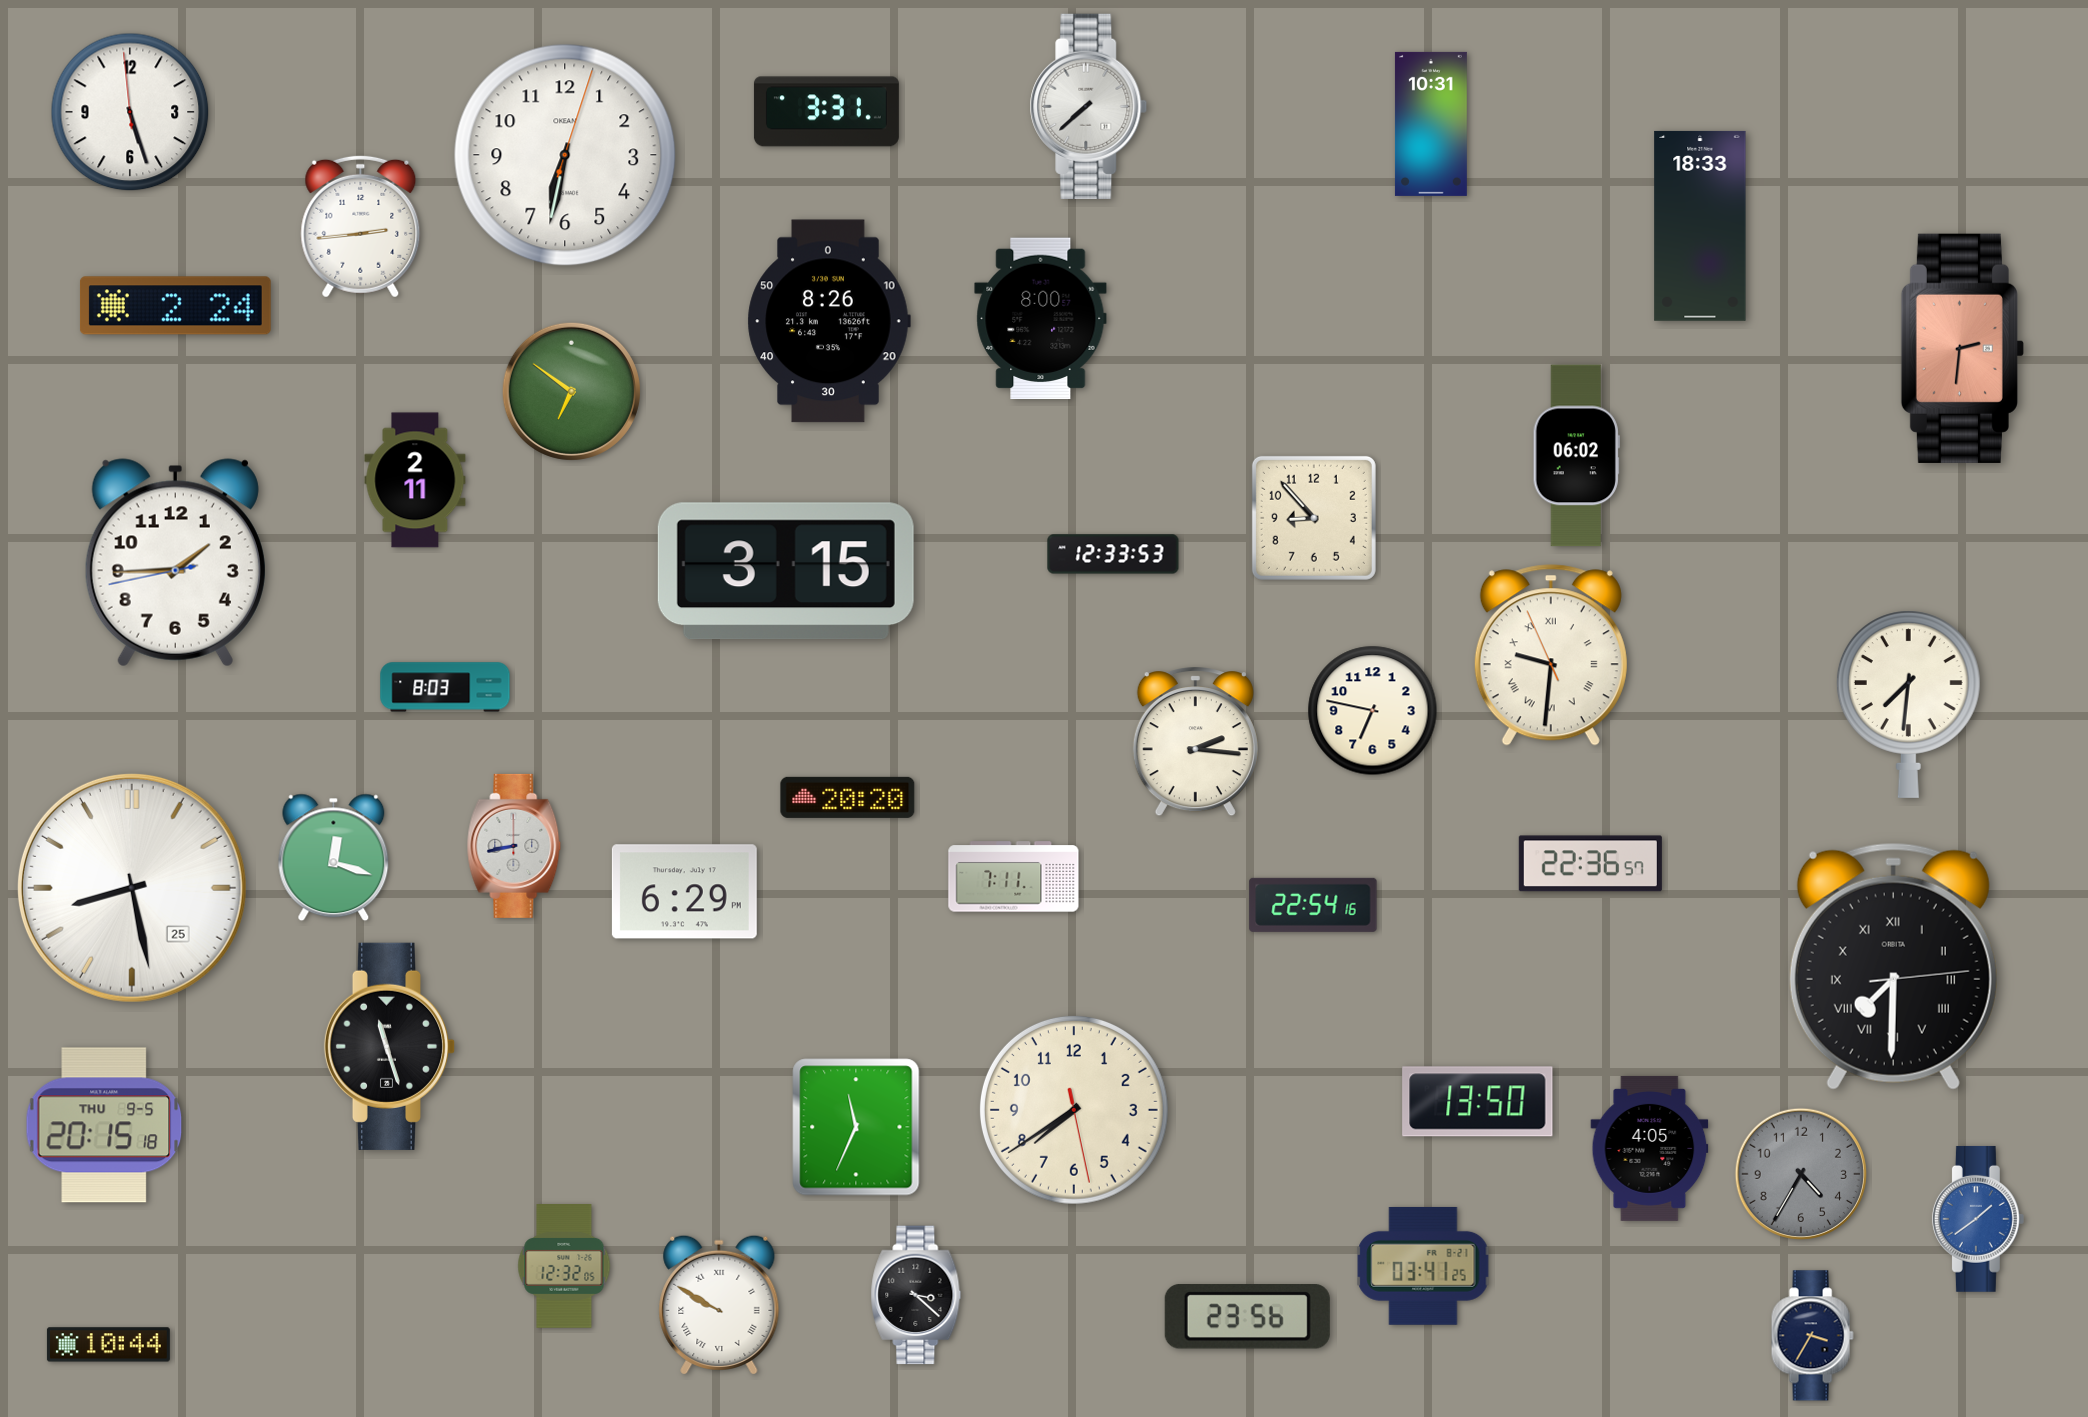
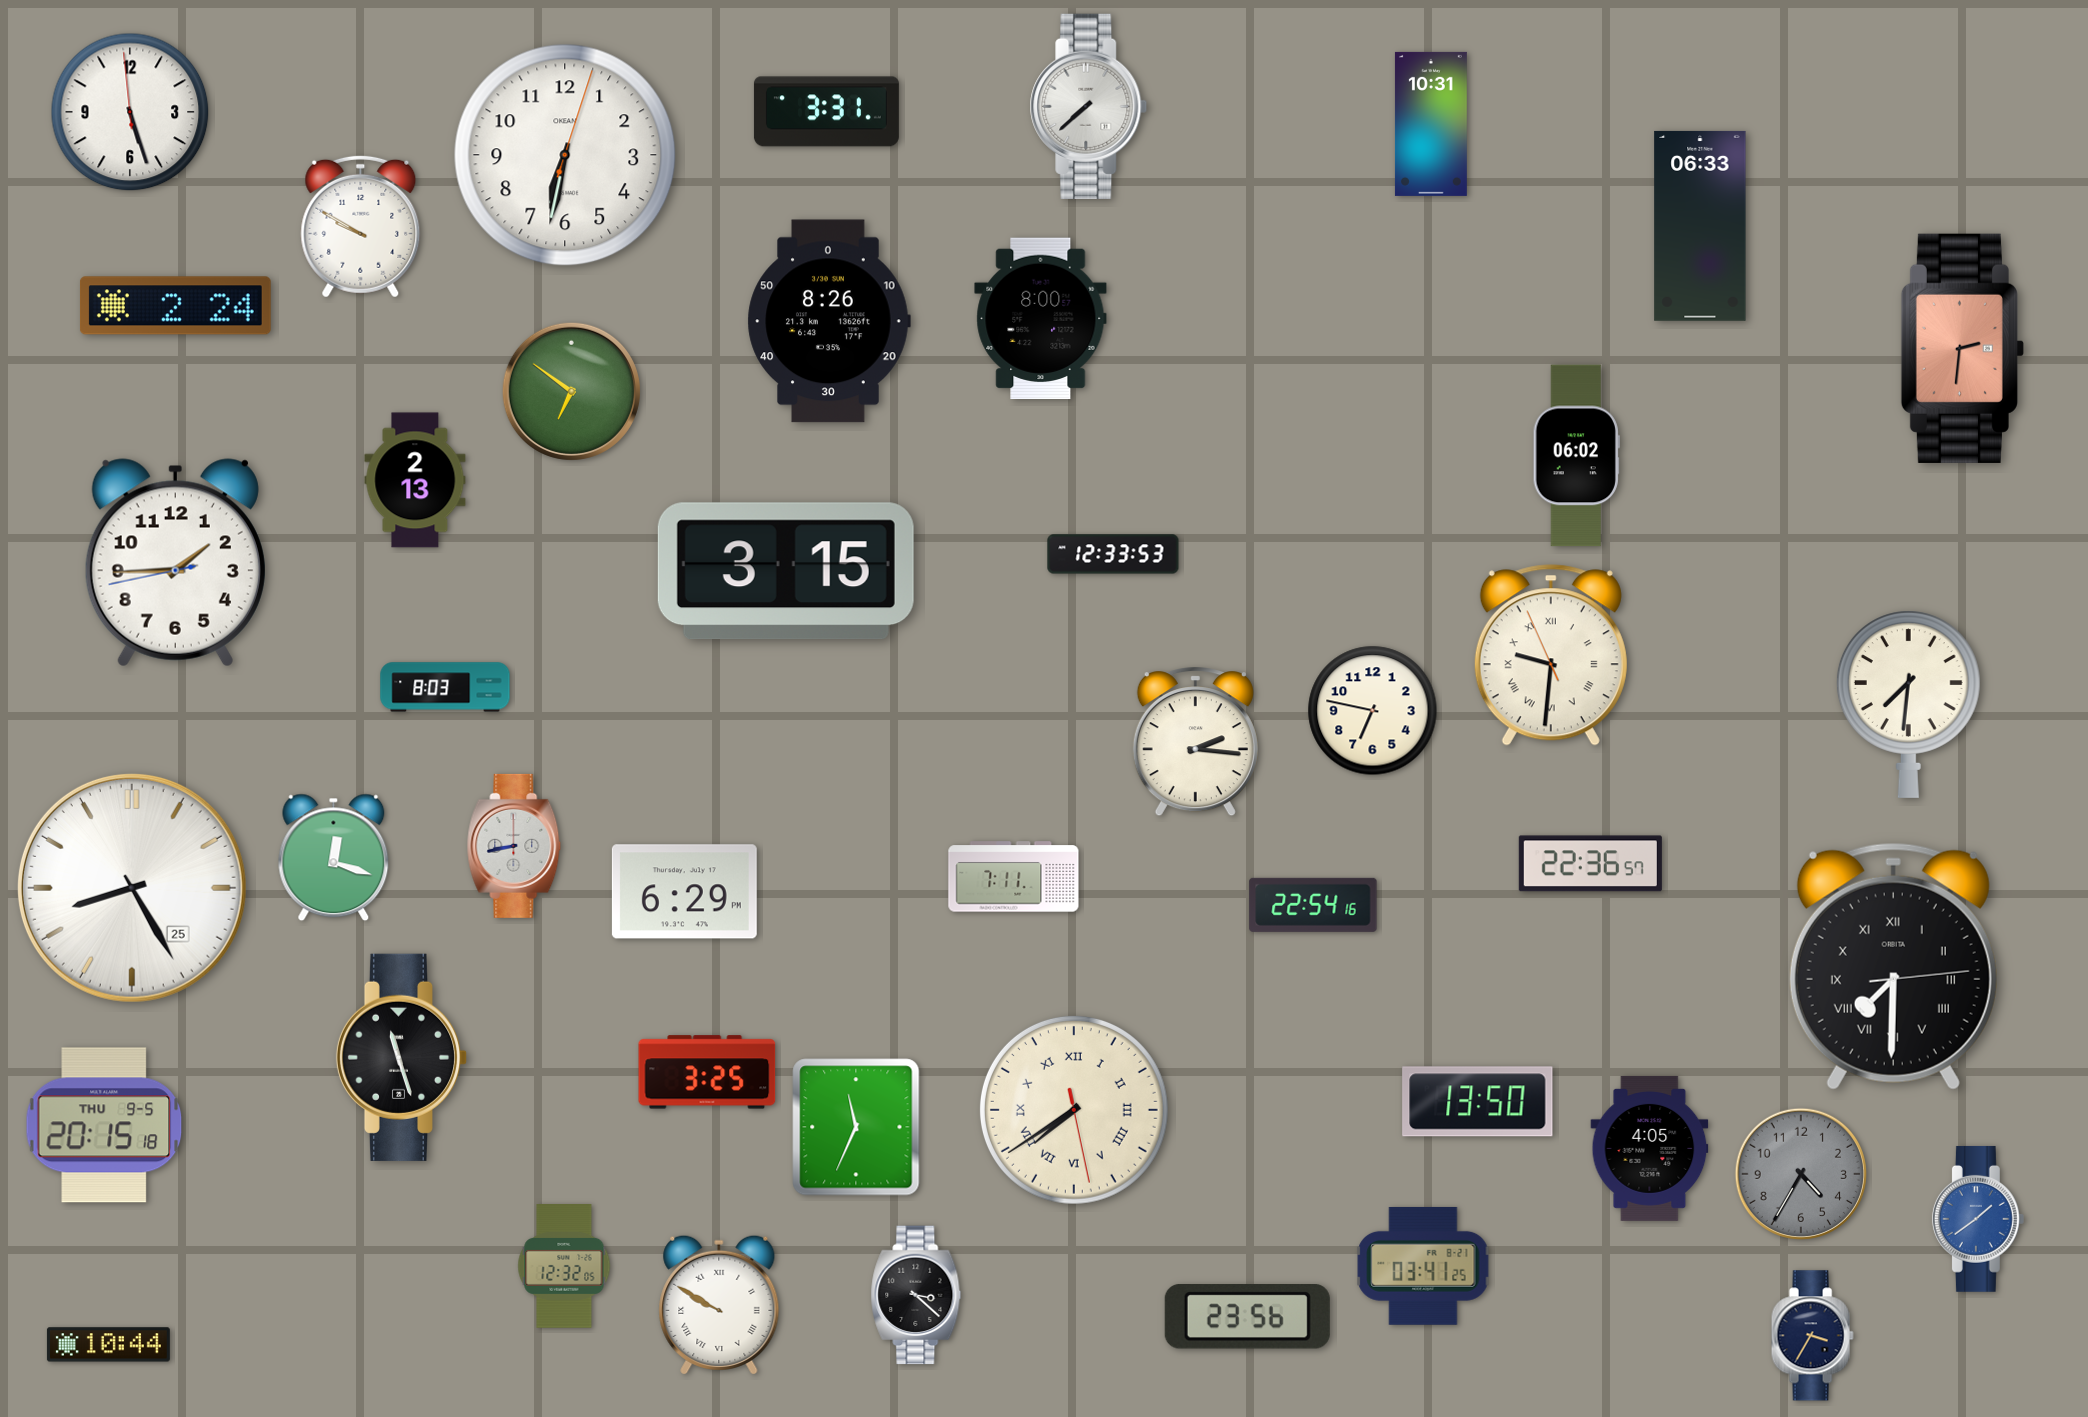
clock at (361, 226): 2:44 -> 9:50
clock at (1700, 226): 18:33 -> 06:33
clock at (415, 480): 2:11 -> 2:13
clock at (1314, 518): 8:53 -> none
clock at (848, 797): 20:20 -> none
clock at (132, 888): 8:28 -> 8:25
clock at (390, 1046) position: (390, 1046) -> (402, 1057)
clock at (707, 1072): none -> 3:25
clock at (1074, 1110) numerals: Arabic -> Roman
